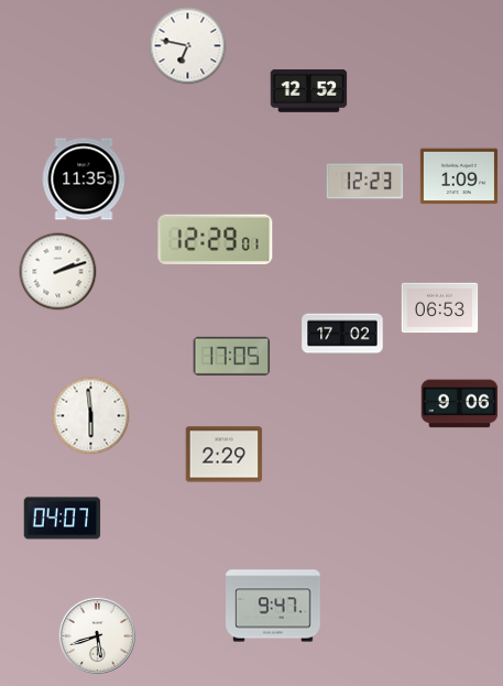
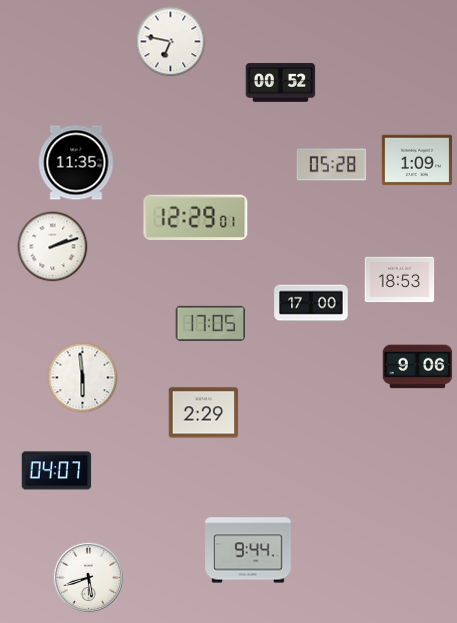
clock at (309, 91): 12:52 -> 00:52
clock at (365, 182): 12:23 -> 05:28
clock at (440, 308): 06:53 -> 18:53
clock at (342, 334): 17:02 -> 17:00
clock at (273, 606): 9:47 -> 9:44
